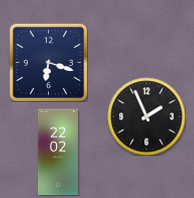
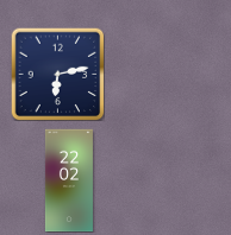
clock at (48, 62): 6:18 -> 6:13
clock at (146, 116): 1:56 -> none
